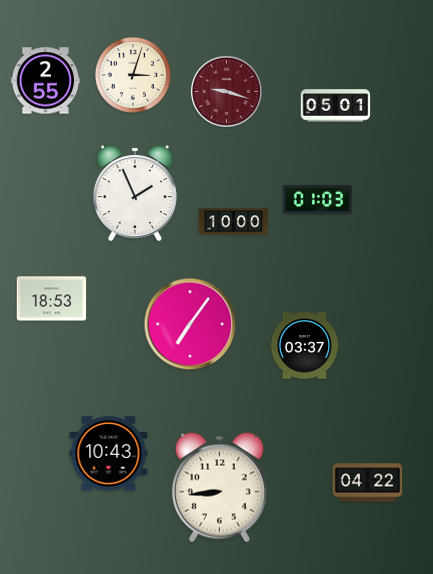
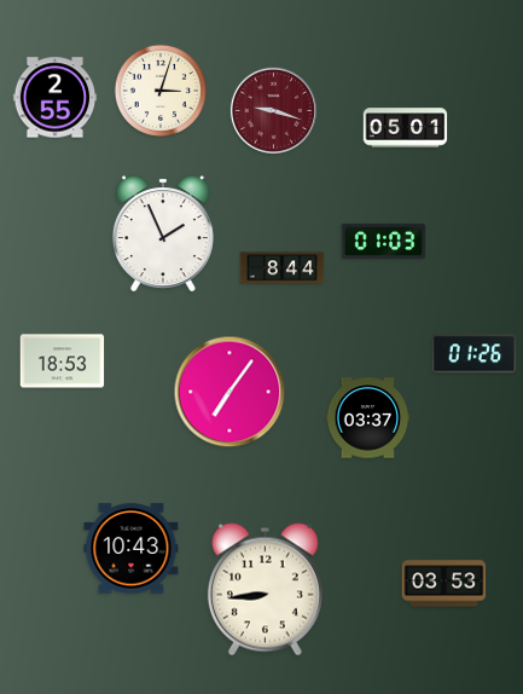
clock at (234, 222): 10:00 -> 8:44
clock at (475, 354): none -> 01:26
clock at (368, 483): 04:22 -> 03:53
